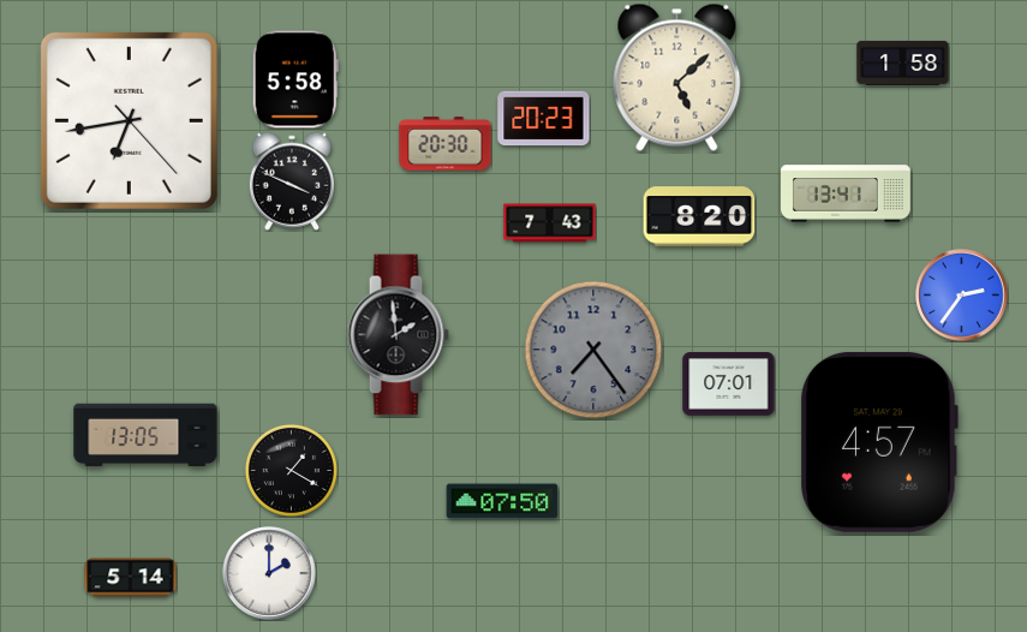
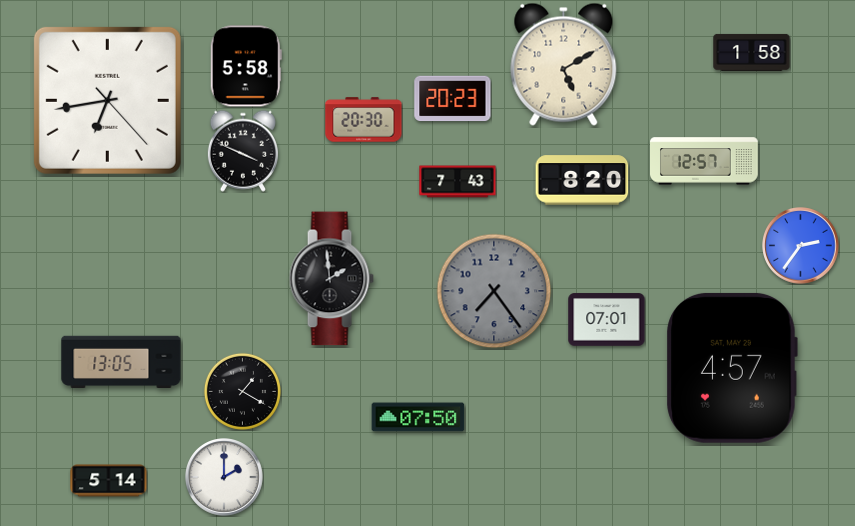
clock at (677, 77): 5:08 -> 5:10
clock at (446, 144) position: (446, 144) -> (364, 120)
clock at (846, 193): 13:41 -> 12:57
clock at (550, 223) position: (550, 223) -> (458, 182)
